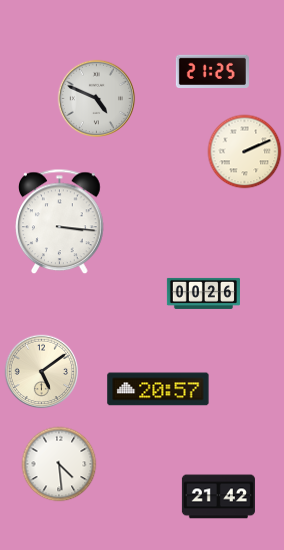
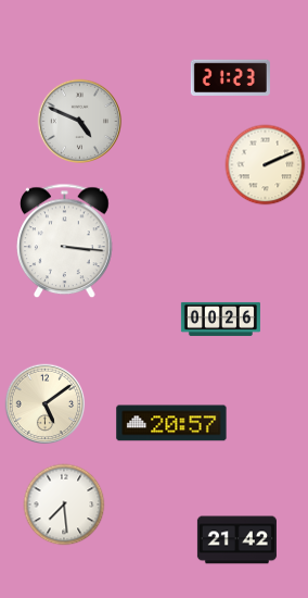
clock at (212, 71): 21:25 -> 21:23
clock at (97, 99) position: (97, 99) -> (80, 122)
clock at (59, 464): 4:29 -> 7:29
